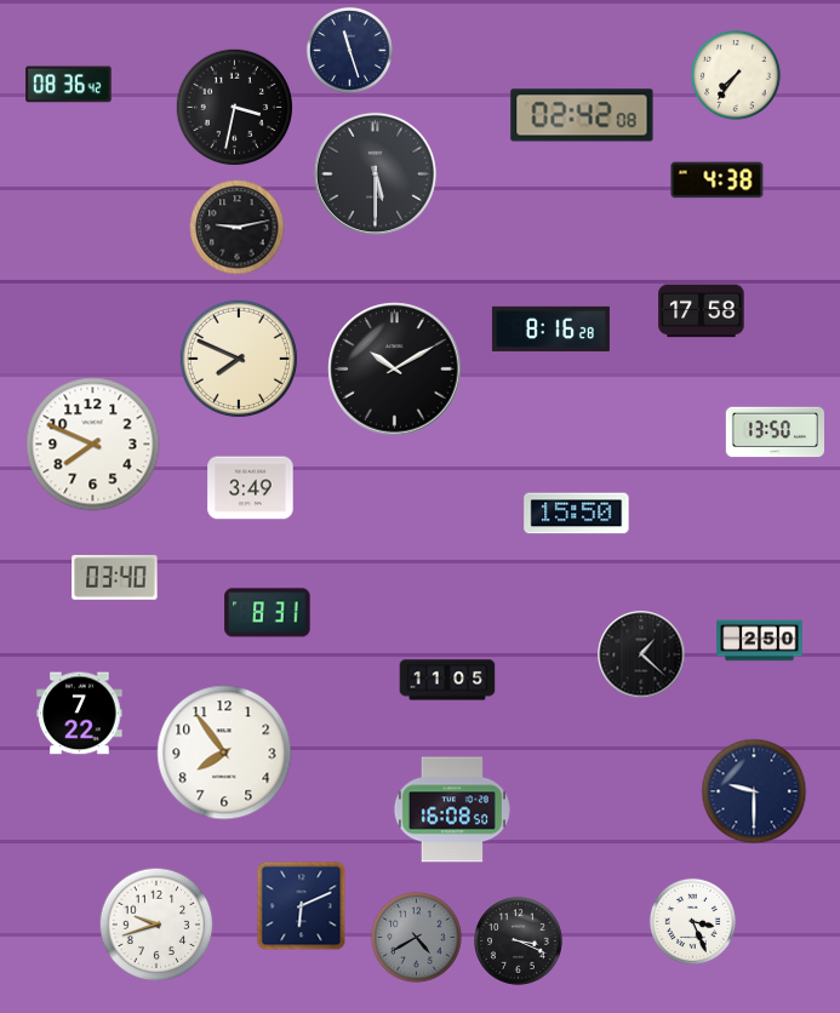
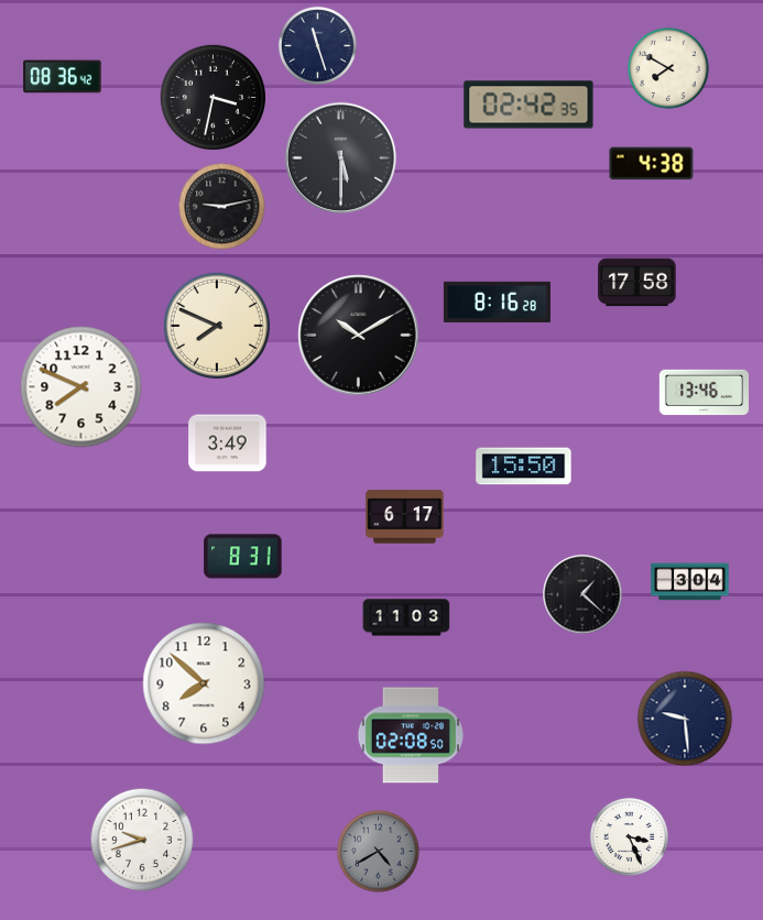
clock at (736, 75): 7:36 -> 7:50
clock at (582, 115): 02:42:08 -> 02:42:35
clock at (238, 228) position: (238, 228) -> (222, 207)
clock at (550, 328) position: (550, 328) -> (497, 302)
clock at (775, 433): 13:50 -> 13:46
clock at (93, 445) position: (93, 445) -> (81, 387)
clock at (405, 517): none -> 6:17
clock at (115, 578): 03:40 -> none
clock at (760, 641): 2:50 -> 3:04
clock at (447, 680): 11:05 -> 11:03
clock at (80, 714): 7:22 -> none
clock at (224, 752): 7:54 -> 7:52
clock at (754, 791): 9:30 -> 9:29
clock at (452, 809): 16:08 -> 02:08
clock at (302, 906): 6:11 -> none
clock at (519, 942): 3:19 -> none
